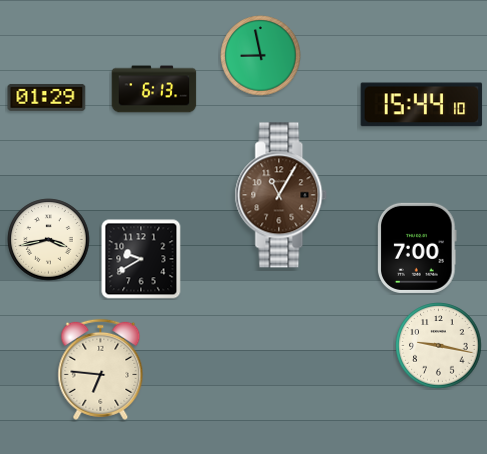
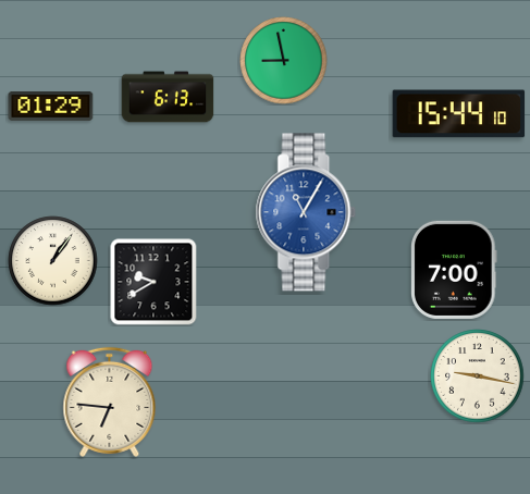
clock at (281, 195) dial: brown -> blue
clock at (49, 240): 3:43 -> 1:06
